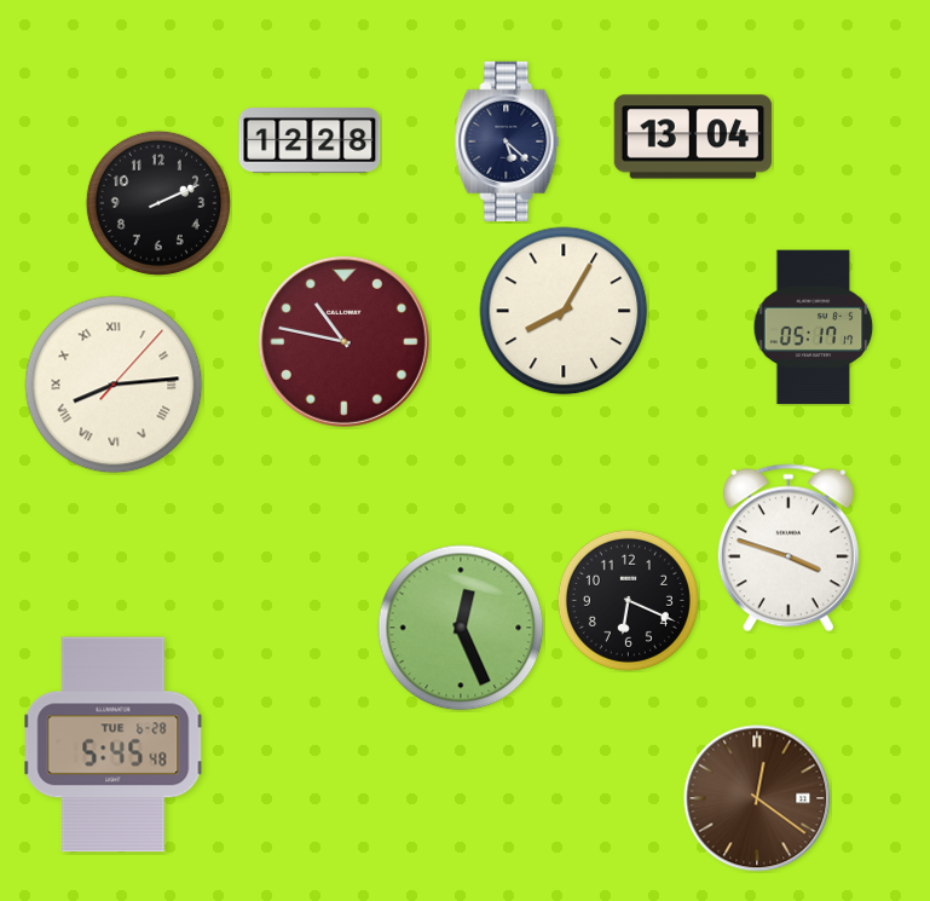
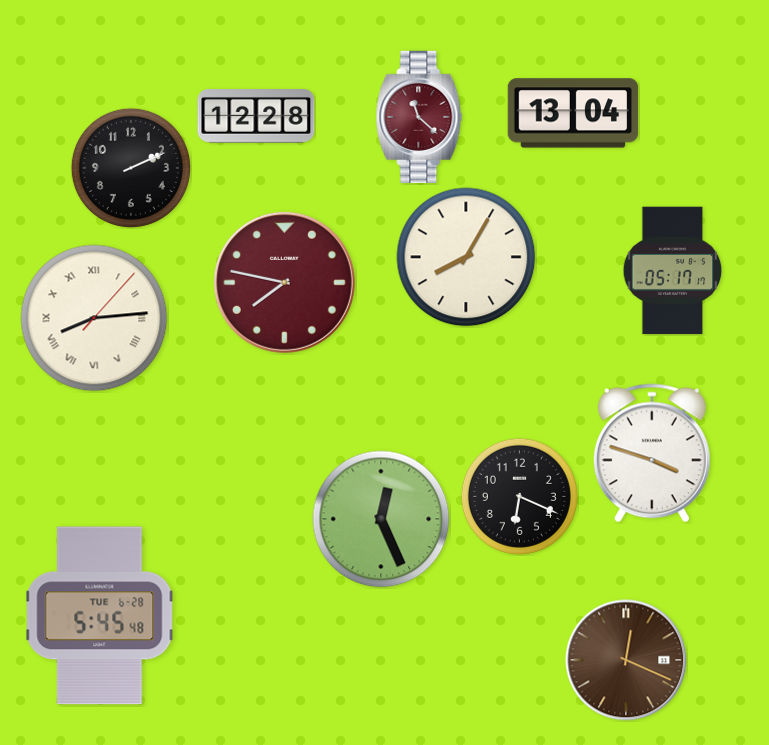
clock at (507, 140): 5:22 -> 11:22
clock at (507, 140) dial: navy -> burgundy
clock at (343, 341): 10:47 -> 7:47
clock at (114, 745) position: (114, 745) -> (100, 616)
clock at (757, 798): 12:21 -> 12:19
